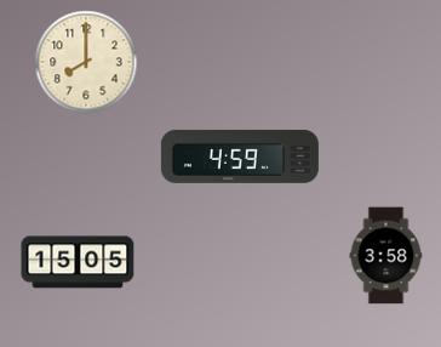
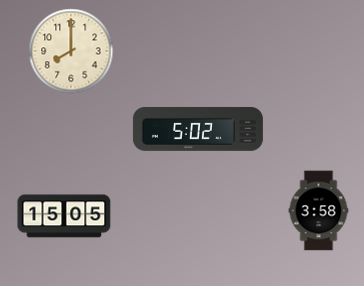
clock at (240, 157): 4:59 -> 5:02
